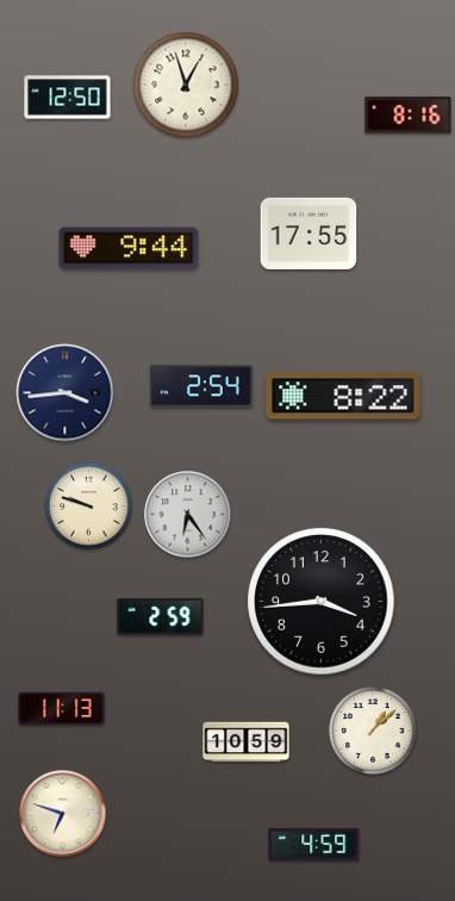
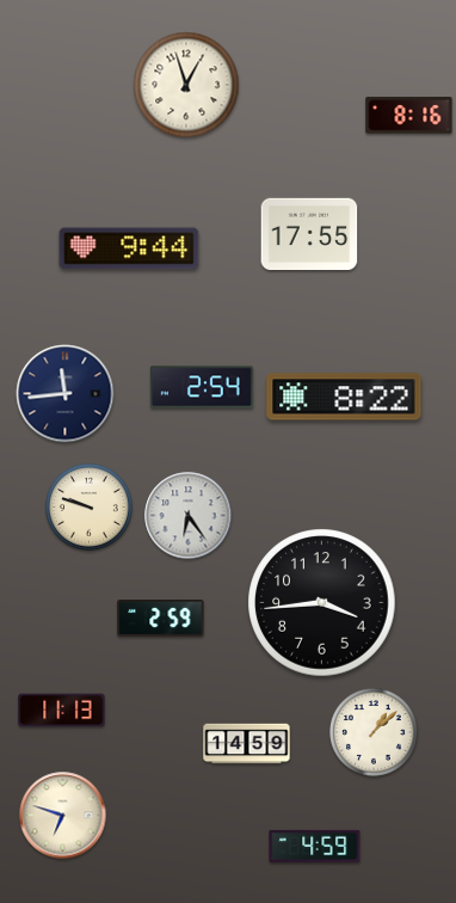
clock at (68, 98): 12:50 -> none
clock at (66, 393): 3:44 -> 11:44
clock at (247, 742): 10:59 -> 14:59
